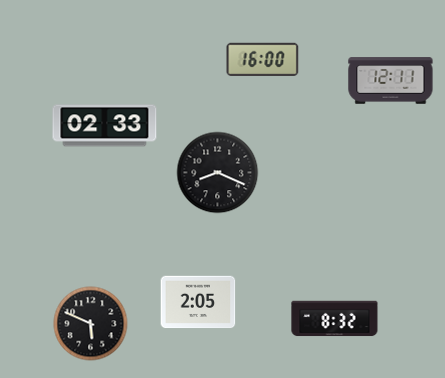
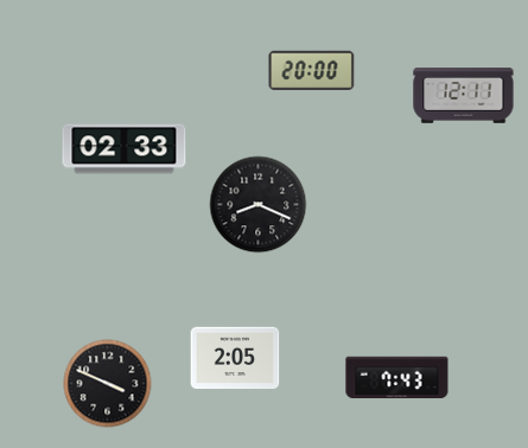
clock at (263, 59): 16:00 -> 20:00
clock at (335, 319): 8:32 -> 7:43
clock at (91, 324): 5:49 -> 3:49
